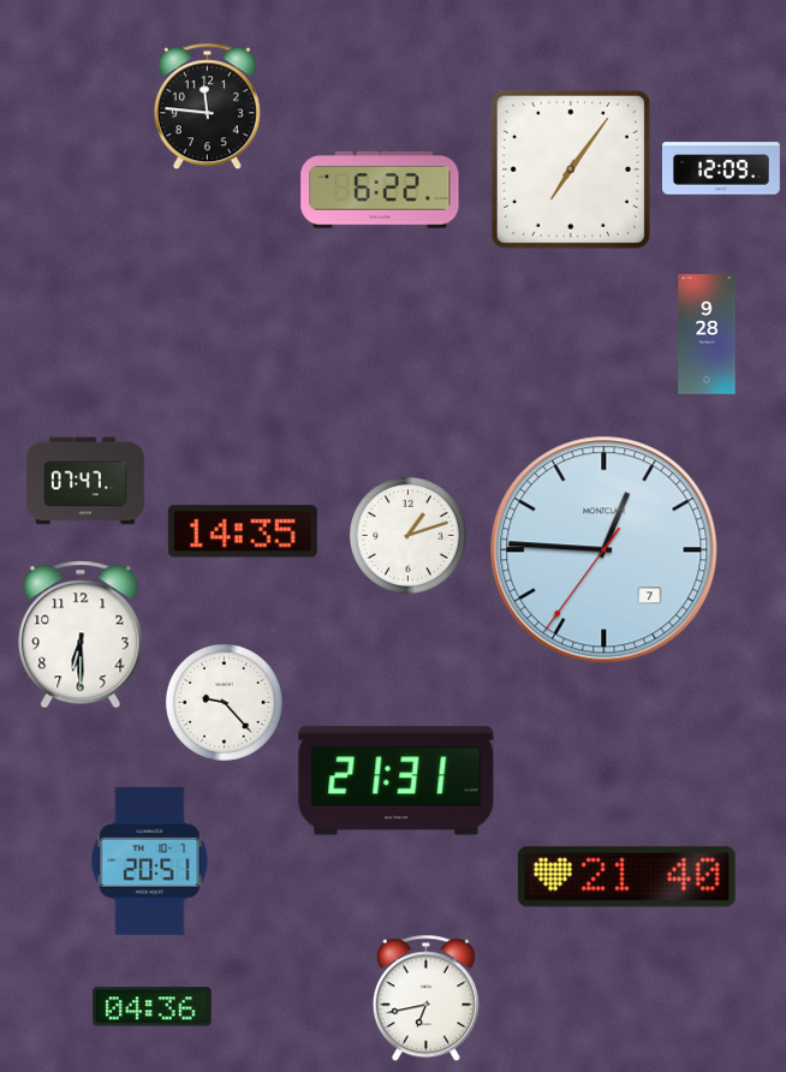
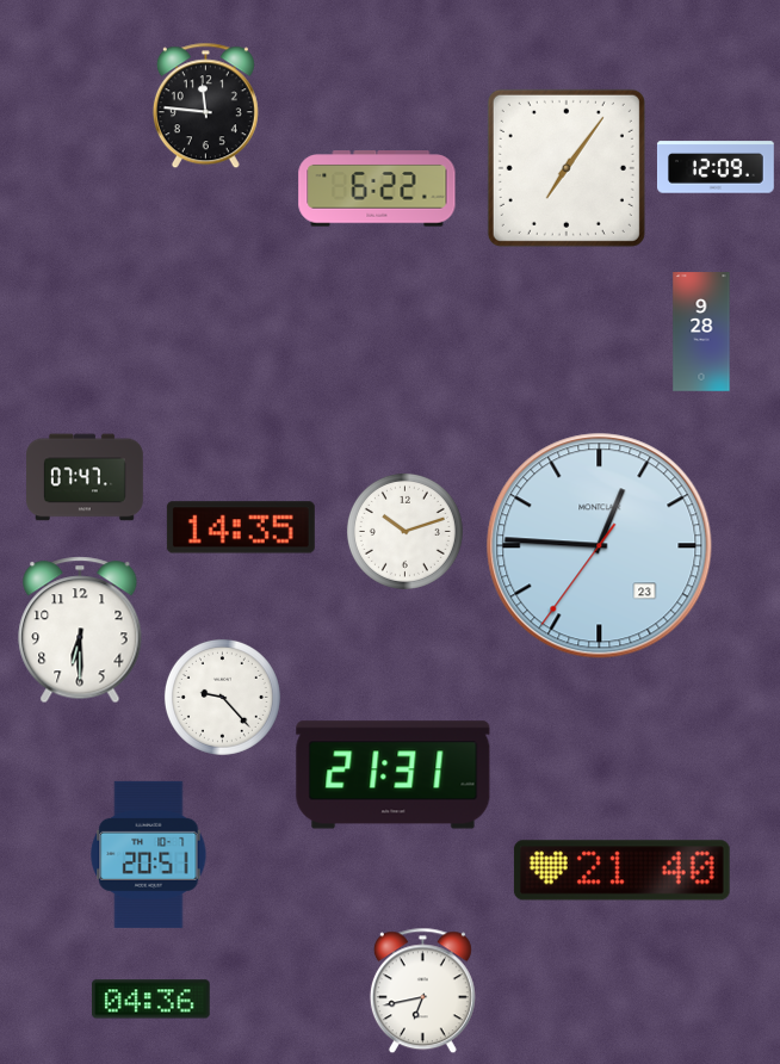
clock at (407, 535): 1:12 -> 10:12
clock at (605, 550) date: 7 -> 23
